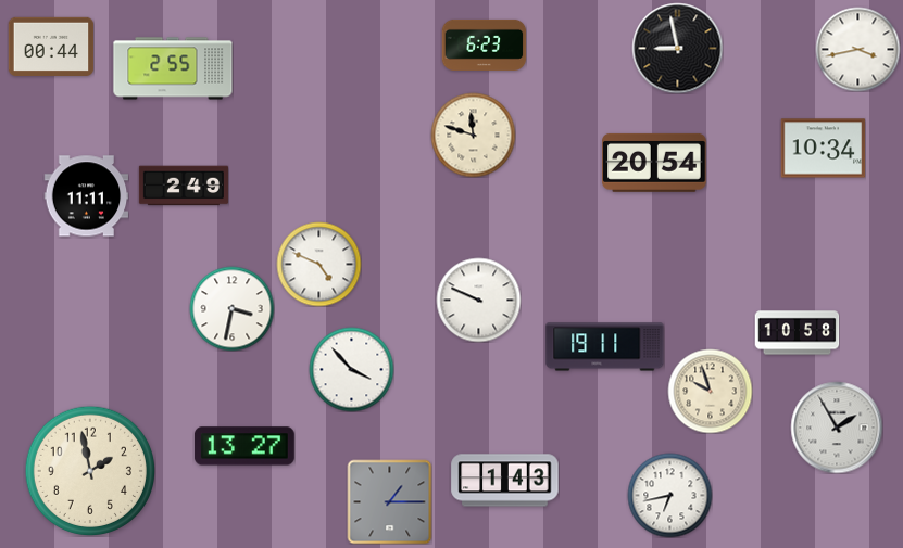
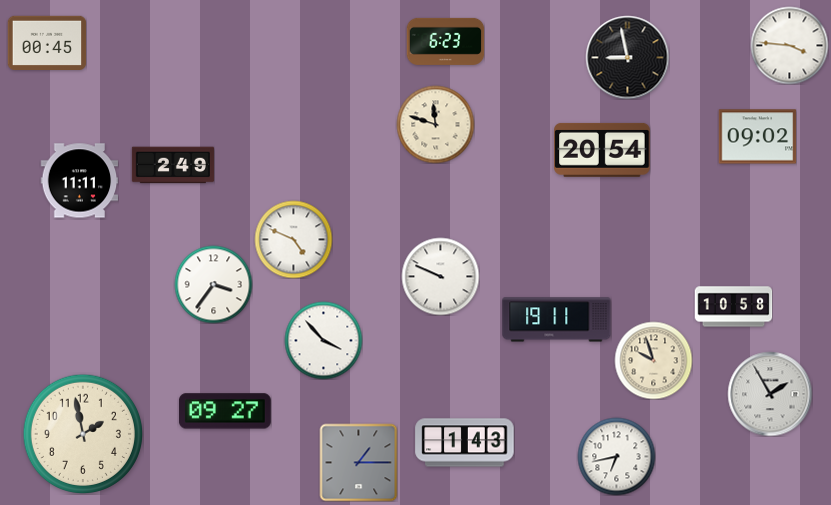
clock at (51, 46): 00:44 -> 00:45
clock at (677, 48) position: (677, 48) -> (627, 57)
clock at (857, 49): 3:43 -> 3:46
clock at (173, 68): 2:55 -> none
clock at (823, 149): 10:34 -> 09:02
clock at (184, 186) position: (184, 186) -> (173, 165)
clock at (318, 264) position: (318, 264) -> (293, 239)
clock at (231, 308): 3:32 -> 3:36
clock at (244, 446): 13:27 -> 09:27
